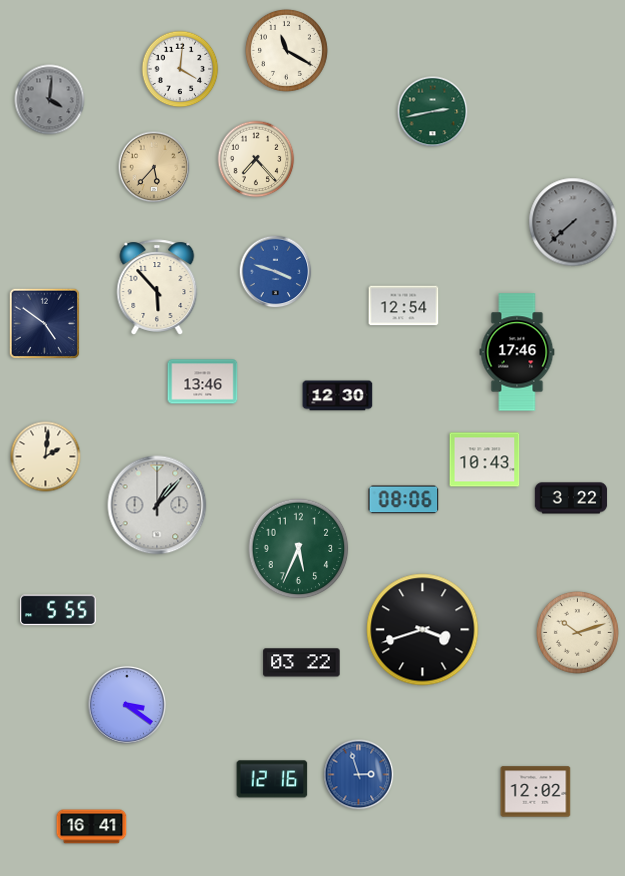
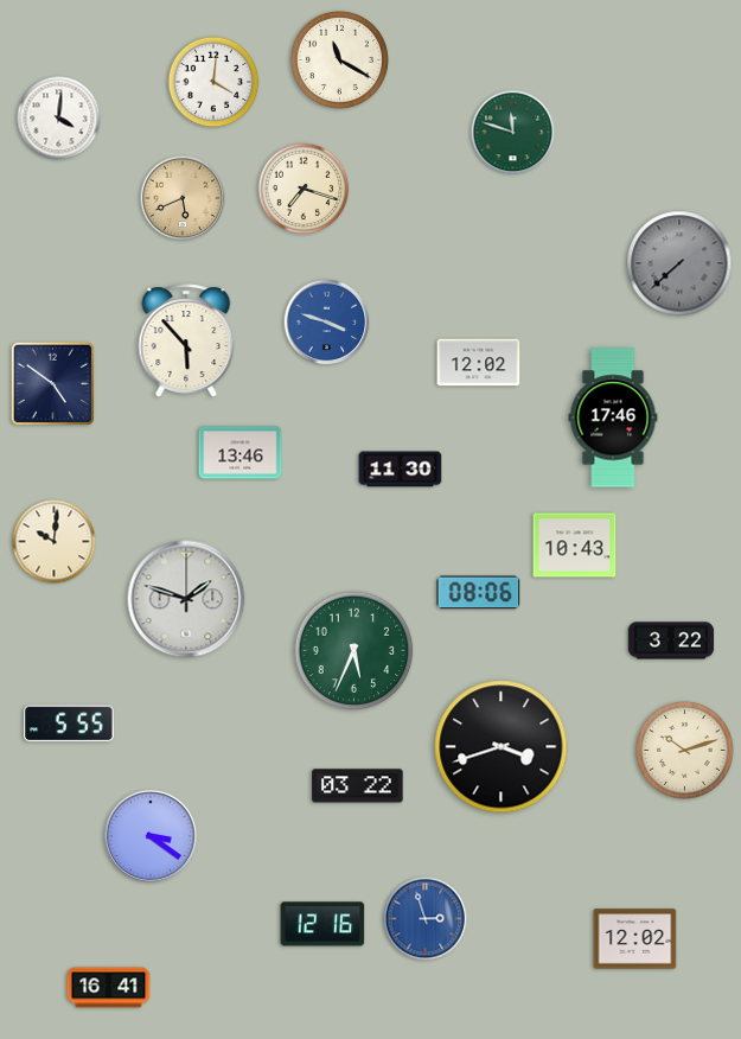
clock at (50, 100) dial: grey -> white
clock at (433, 112): 2:43 -> 11:48
clock at (256, 159): 7:23 -> 7:18
clock at (154, 167): 5:37 -> 5:41
clock at (404, 306): 12:54 -> 12:02
clock at (338, 396): 12:30 -> 11:30
clock at (46, 457): 2:01 -> 10:01
clock at (571, 498) position: (571, 498) -> (671, 640)
clock at (157, 505): 1:07 -> 1:48
clock at (92, 827) position: (92, 827) -> (109, 988)
